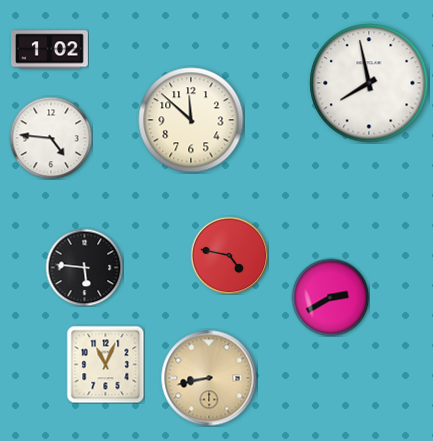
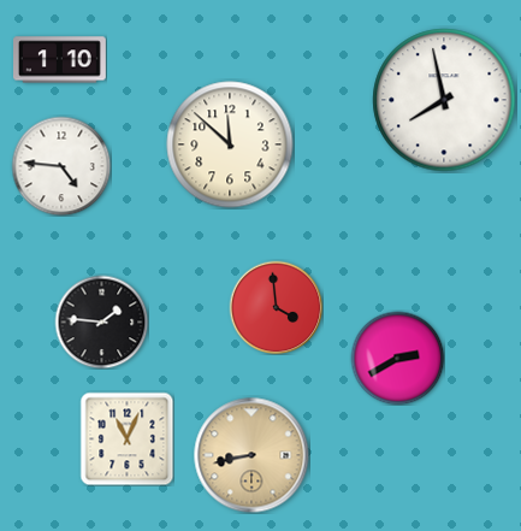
clock at (50, 50): 1:02 -> 1:10
clock at (229, 255): 4:47 -> 3:59
clock at (84, 267): 5:46 -> 1:46
